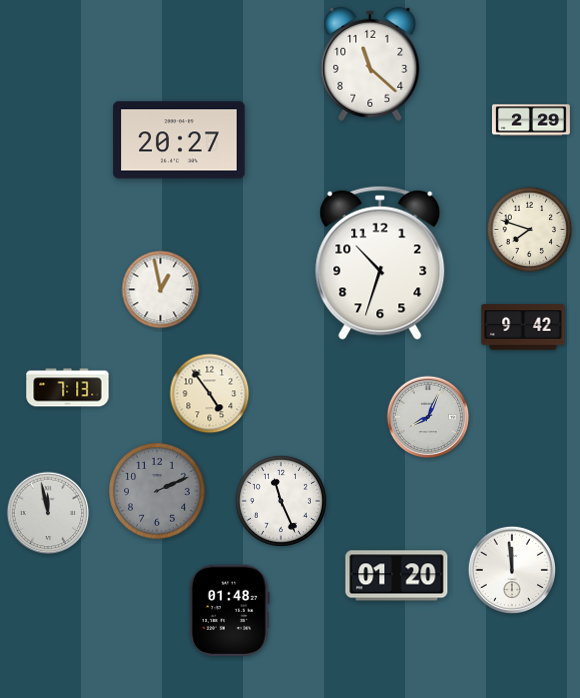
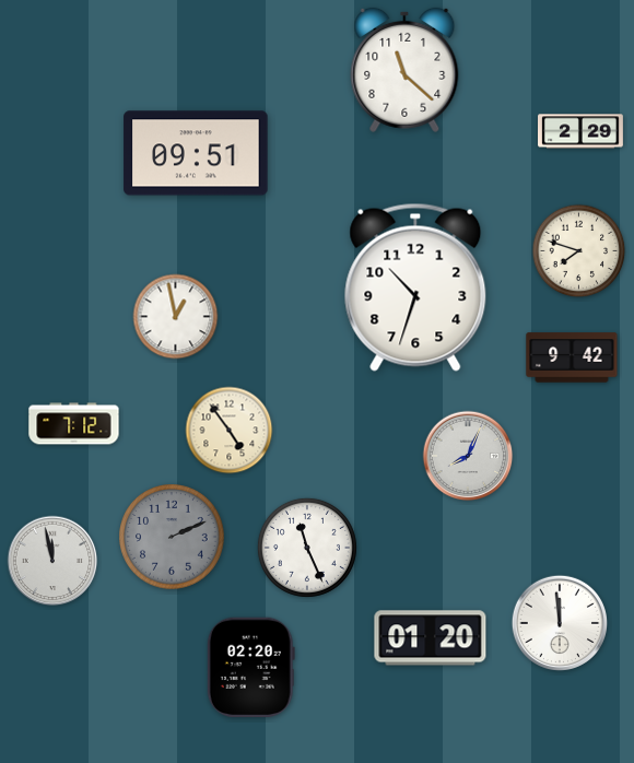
clock at (179, 140): 20:27 -> 09:51
clock at (68, 388): 7:13 -> 7:12
clock at (397, 576) position: (397, 576) -> (431, 638)
clock at (229, 611): 01:48 -> 02:20
